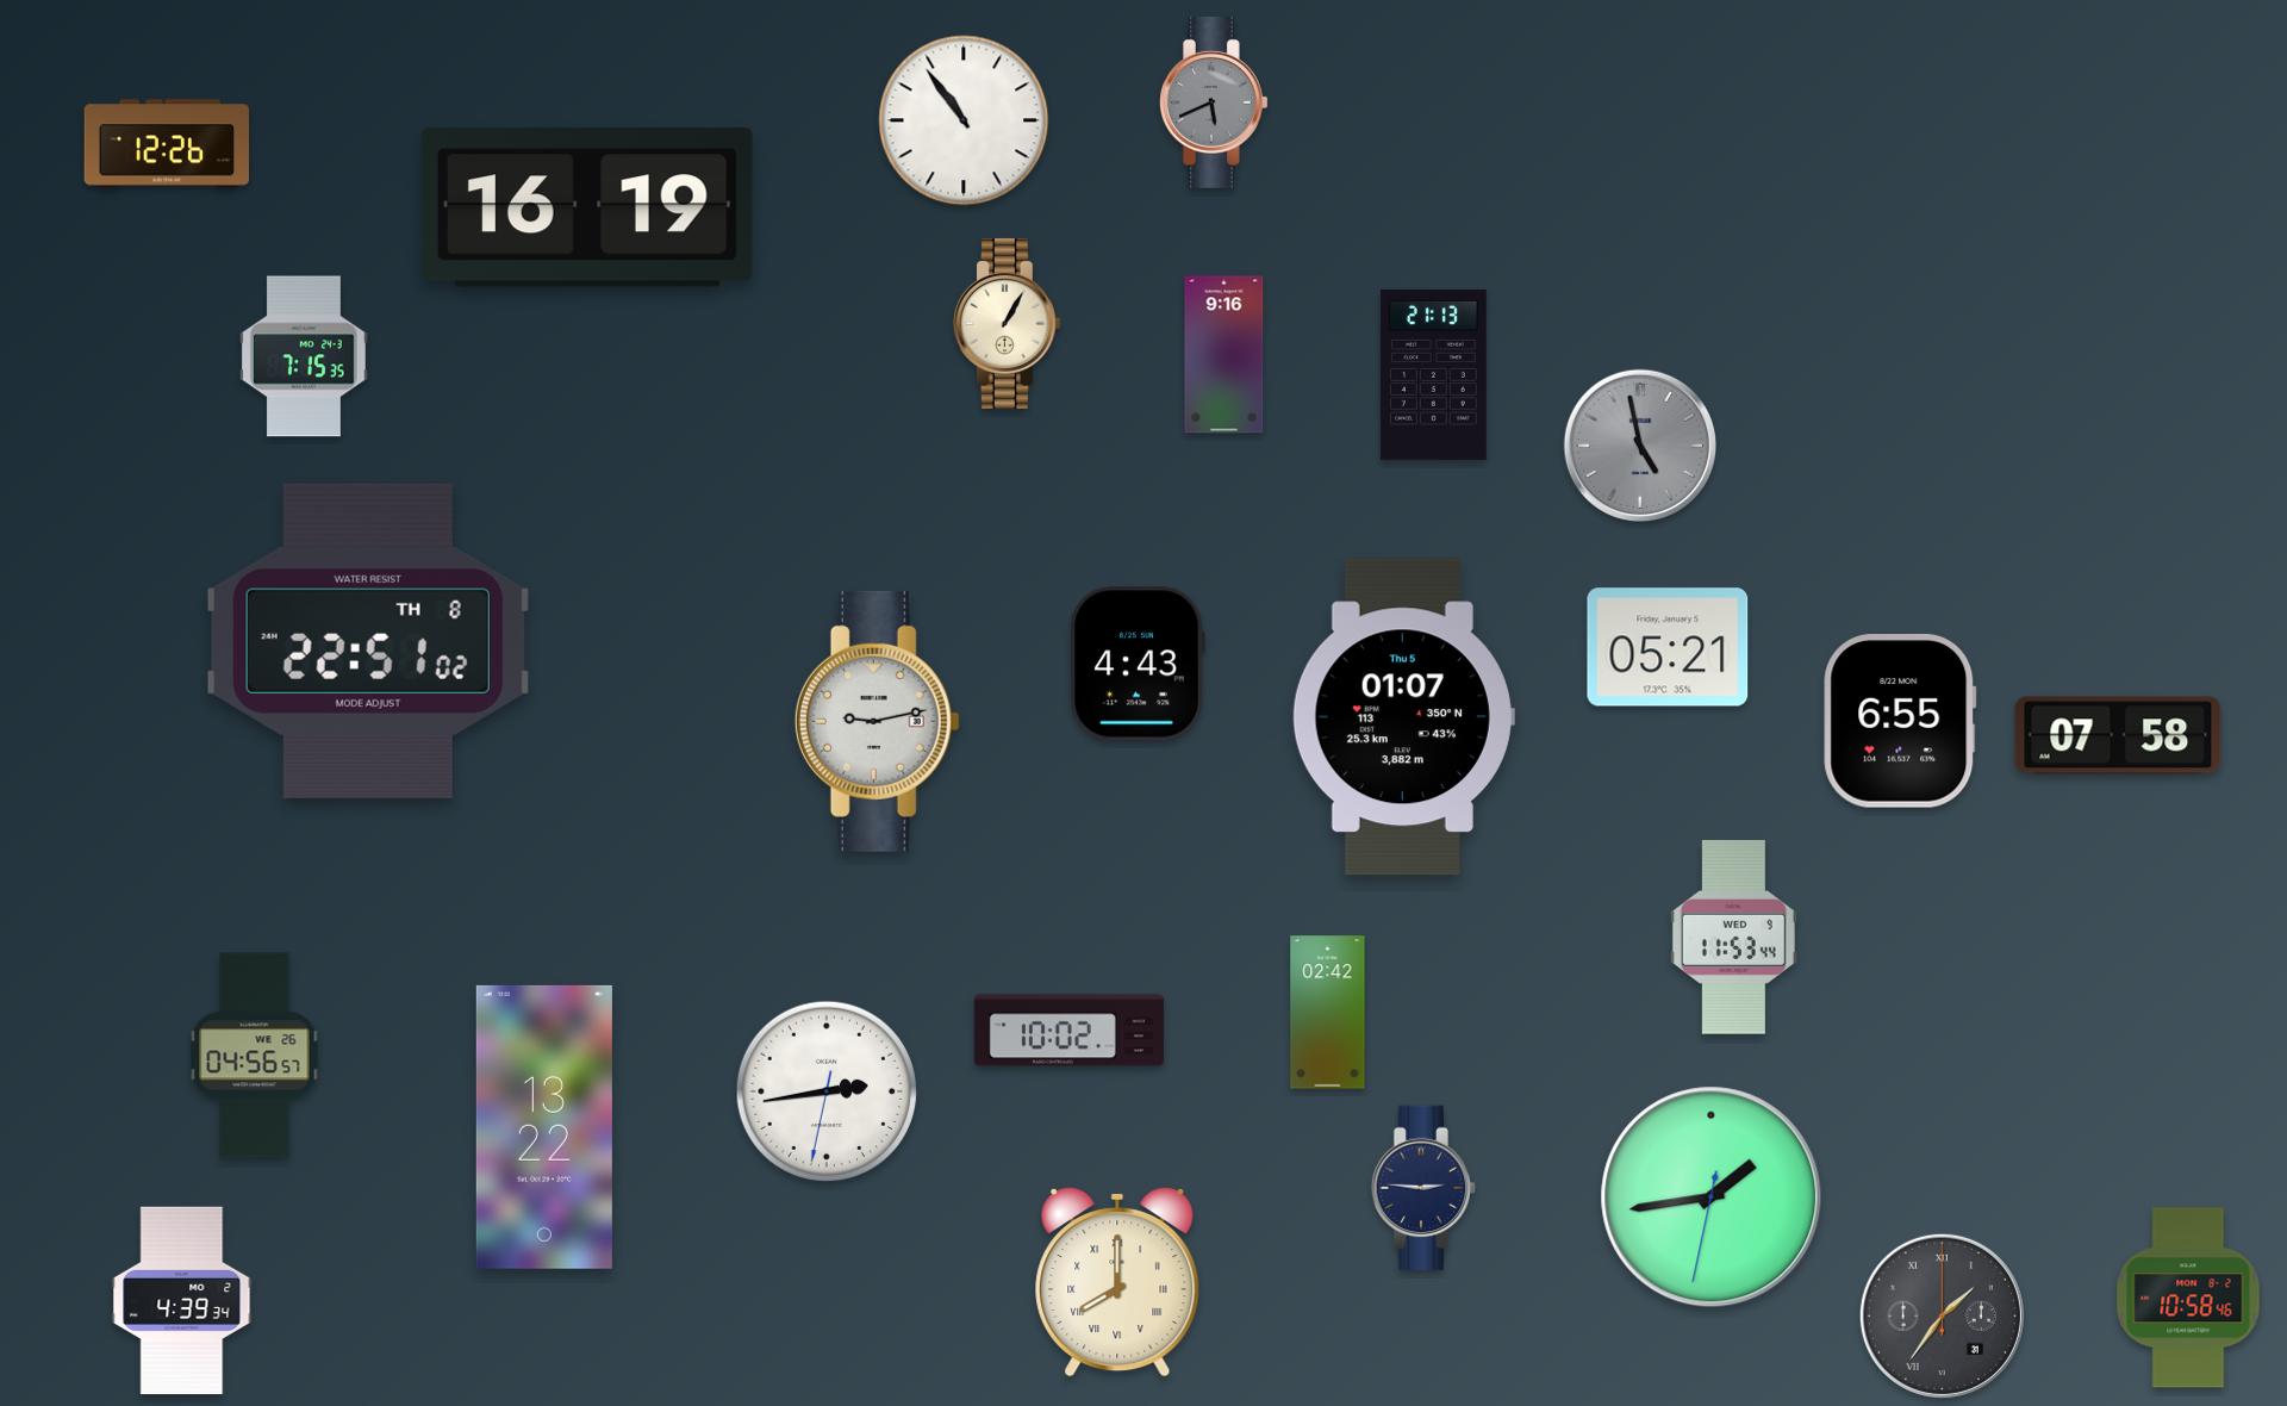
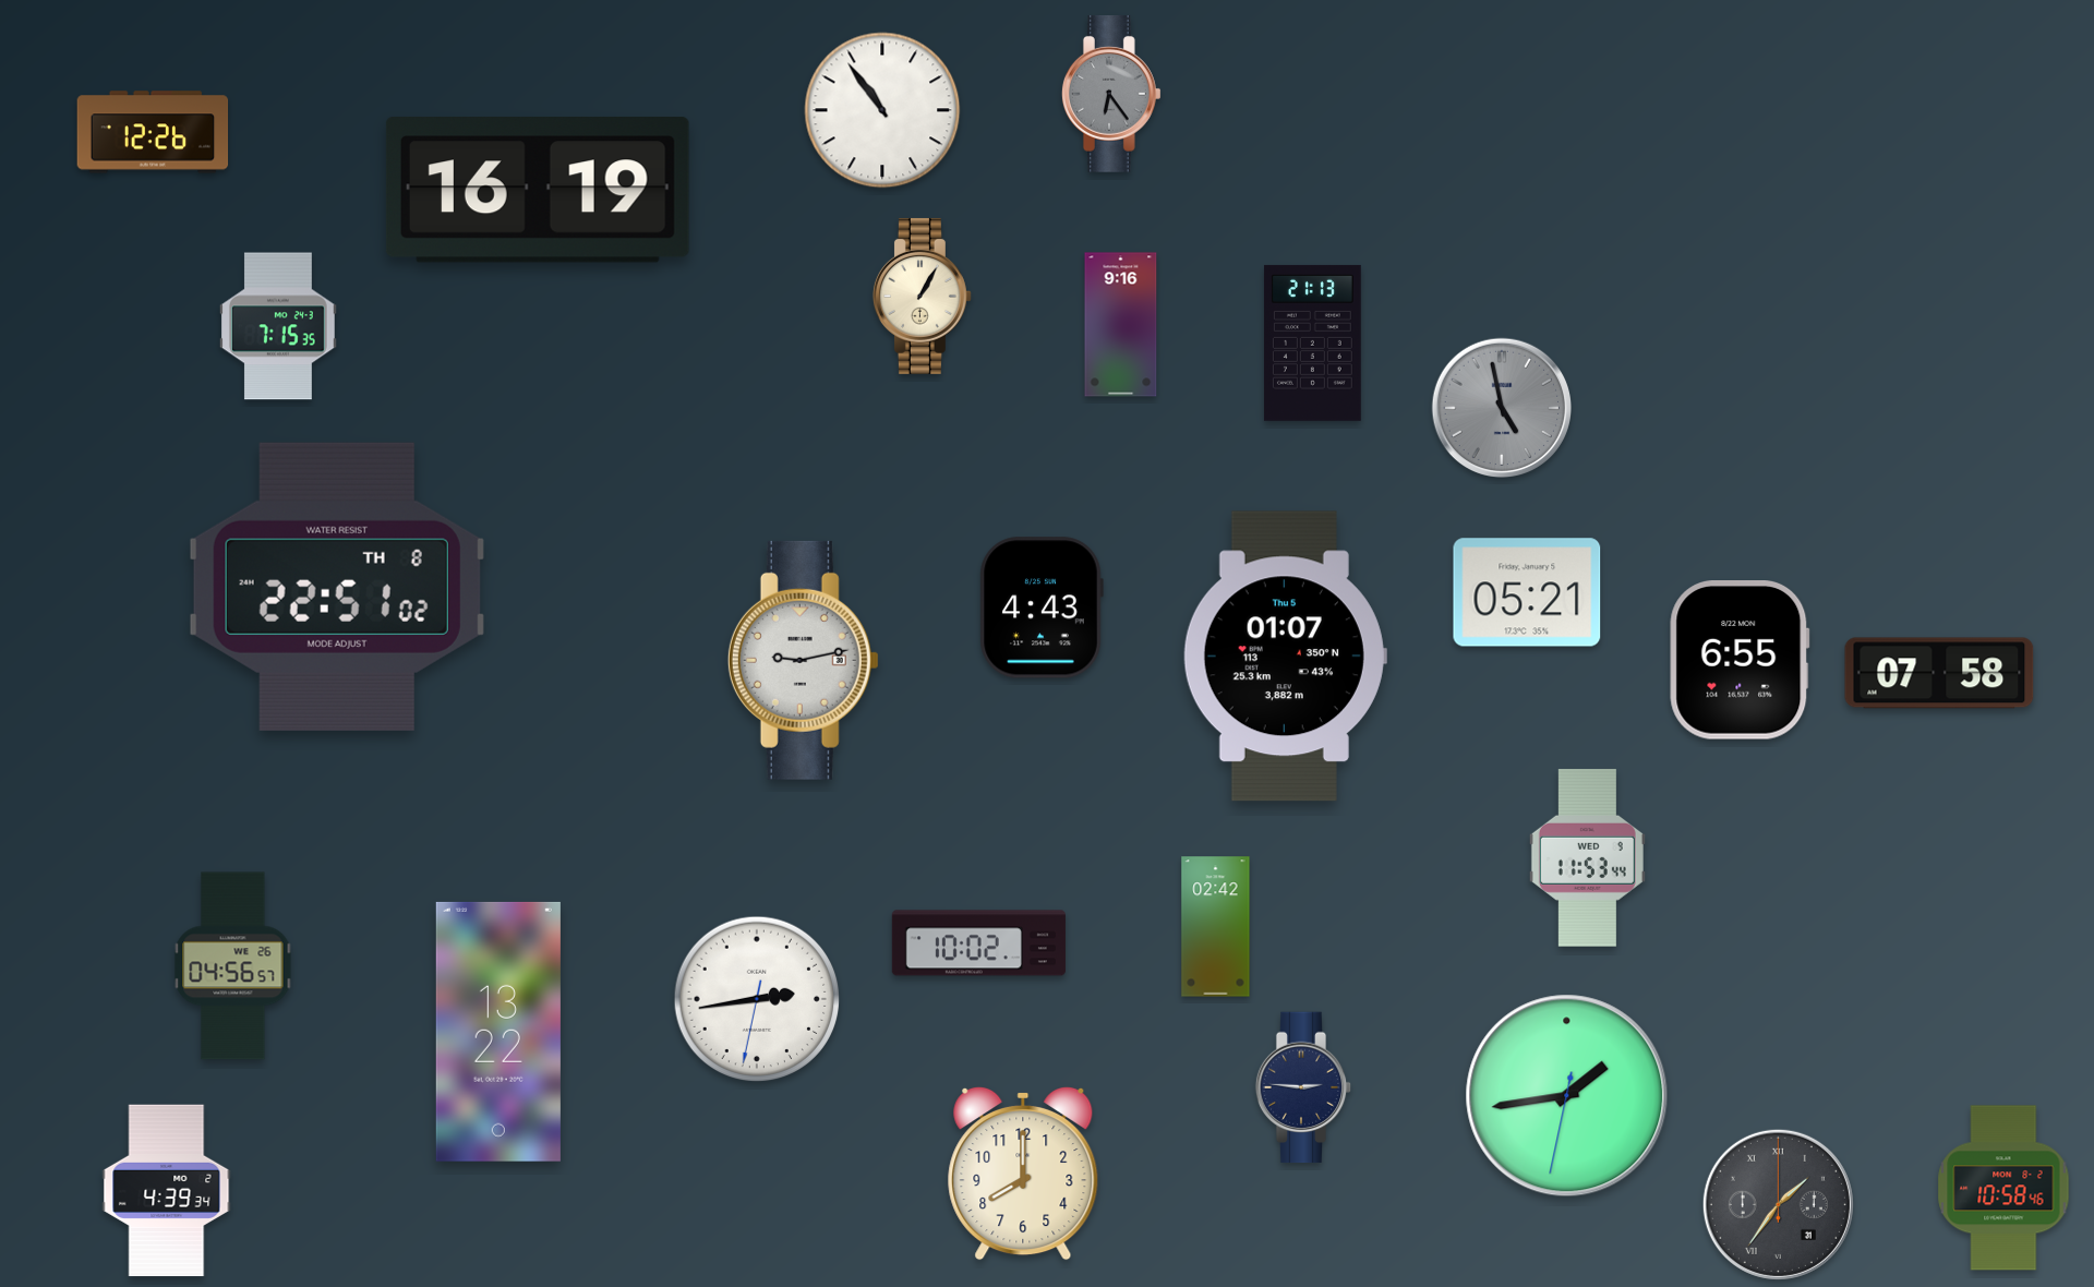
clock at (1214, 102): 5:41 -> 6:24
clock at (1117, 1282) numerals: Roman -> Arabic
